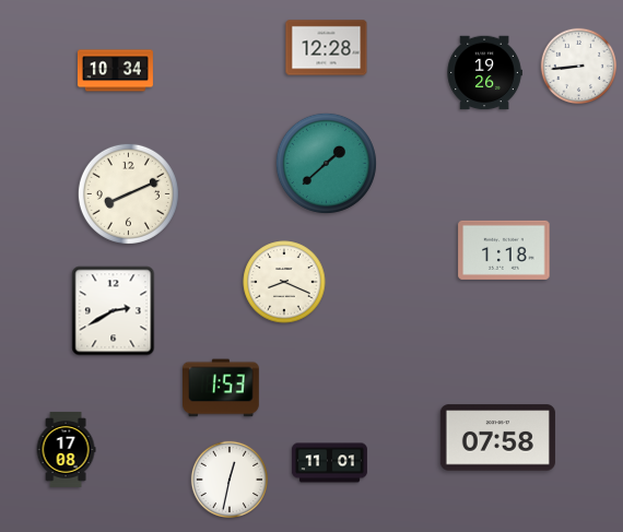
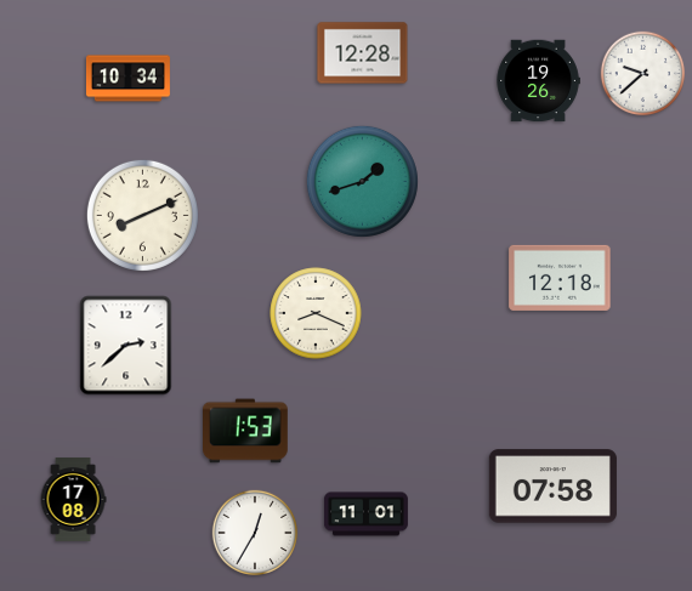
clock at (579, 67): 8:44 -> 9:38
clock at (326, 163): 1:38 -> 1:42
clock at (504, 250): 1:18 -> 12:18
clock at (114, 311): 2:40 -> 2:38
clock at (228, 478): 12:32 -> 12:35
